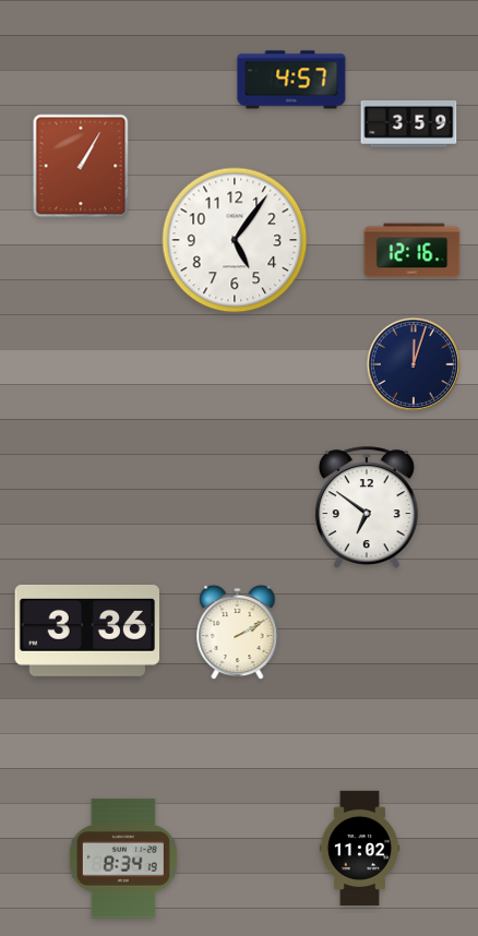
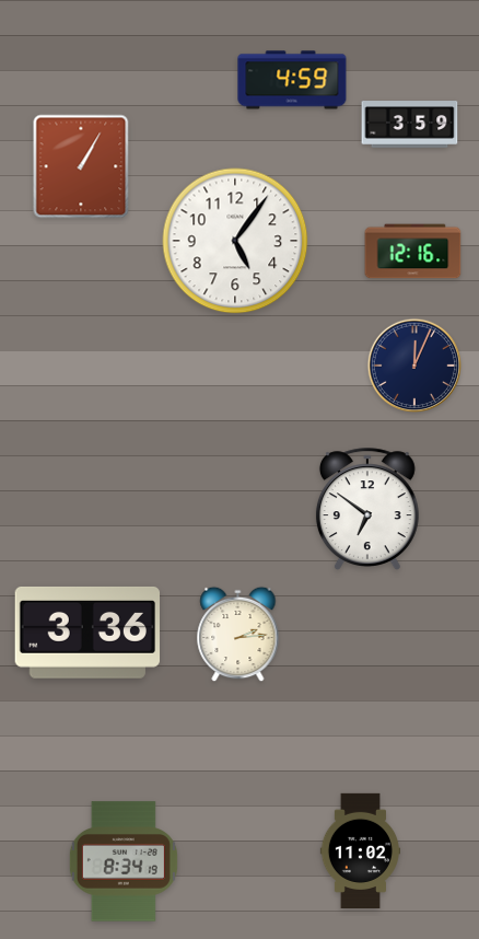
clock at (291, 80): 4:57 -> 4:59
clock at (413, 363): 12:03 -> 12:04
clock at (238, 633): 2:10 -> 2:14
